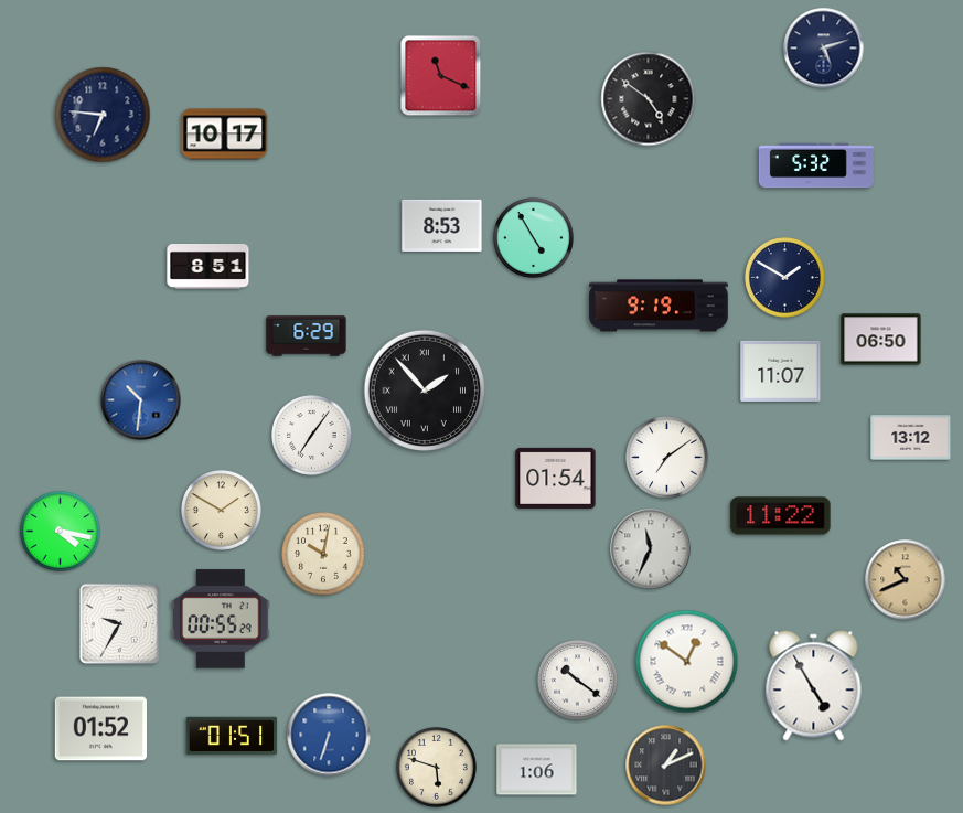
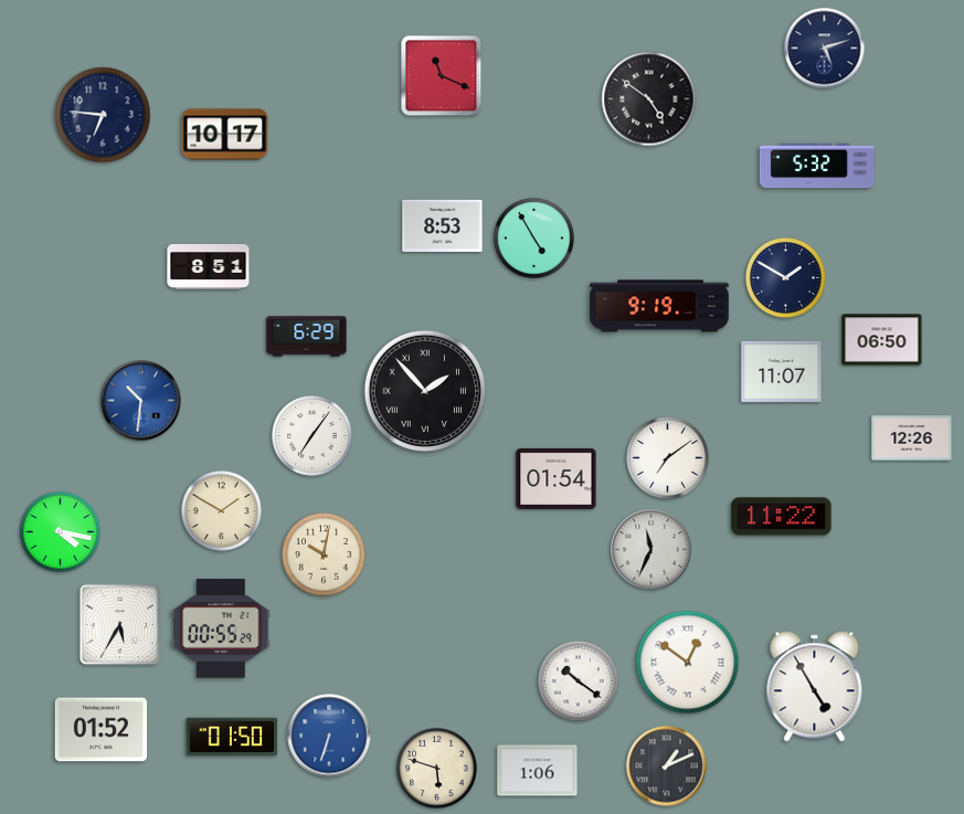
clock at (911, 438): 13:12 -> 12:26
clock at (906, 580): 10:41 -> none
clock at (221, 619) position: (221, 619) -> (221, 628)
clock at (119, 623): 9:35 -> 5:35
clock at (232, 736): 01:51 -> 01:50
